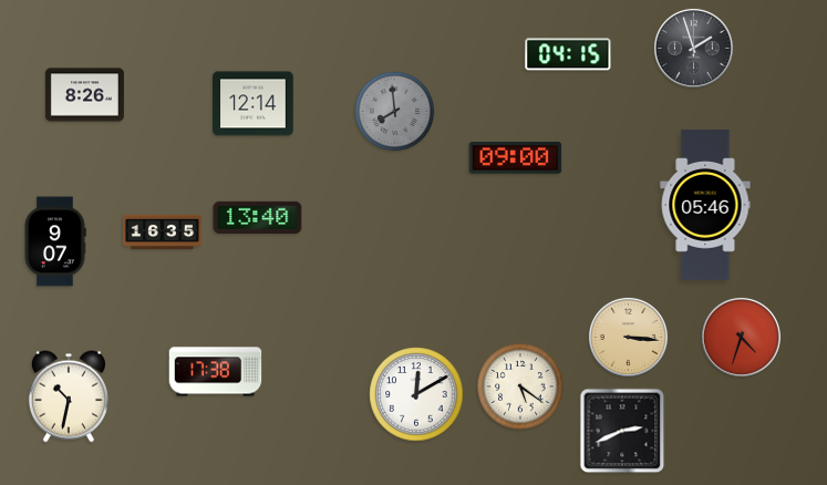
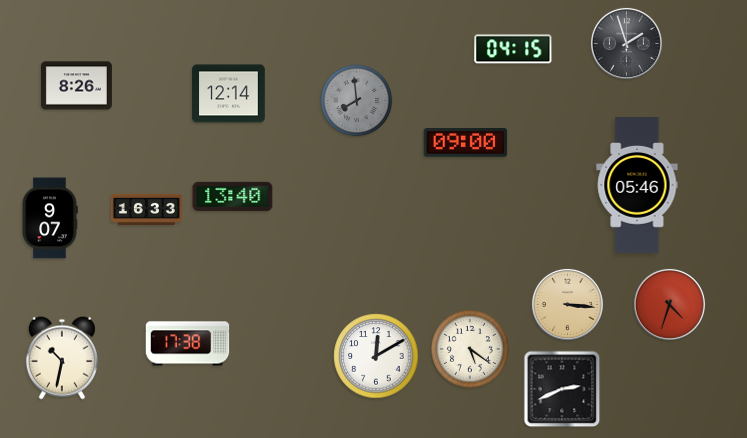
clock at (162, 231): 16:35 -> 16:33
clock at (216, 372) position: (216, 372) -> (188, 344)
